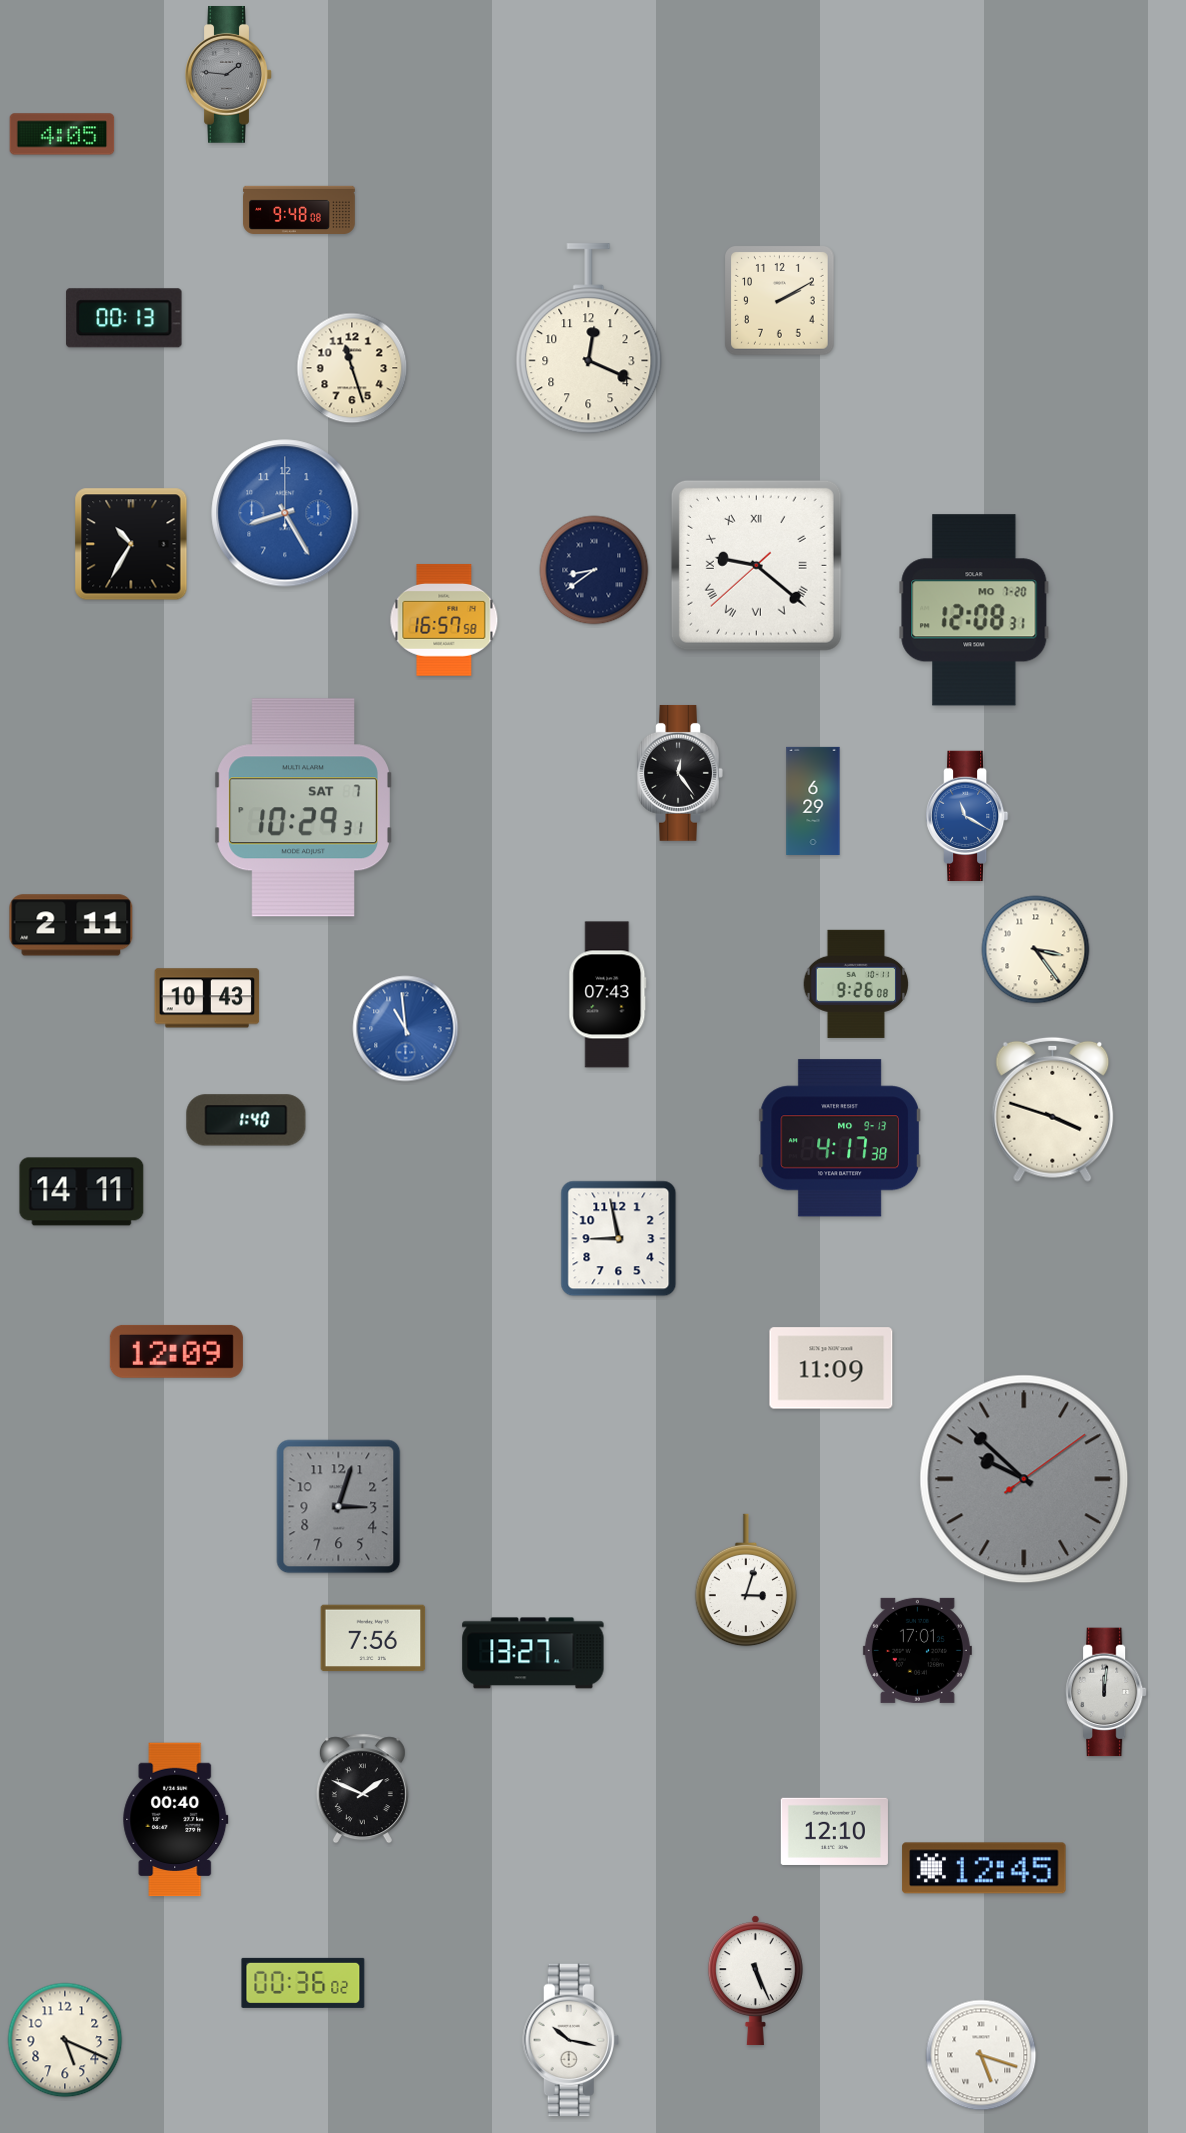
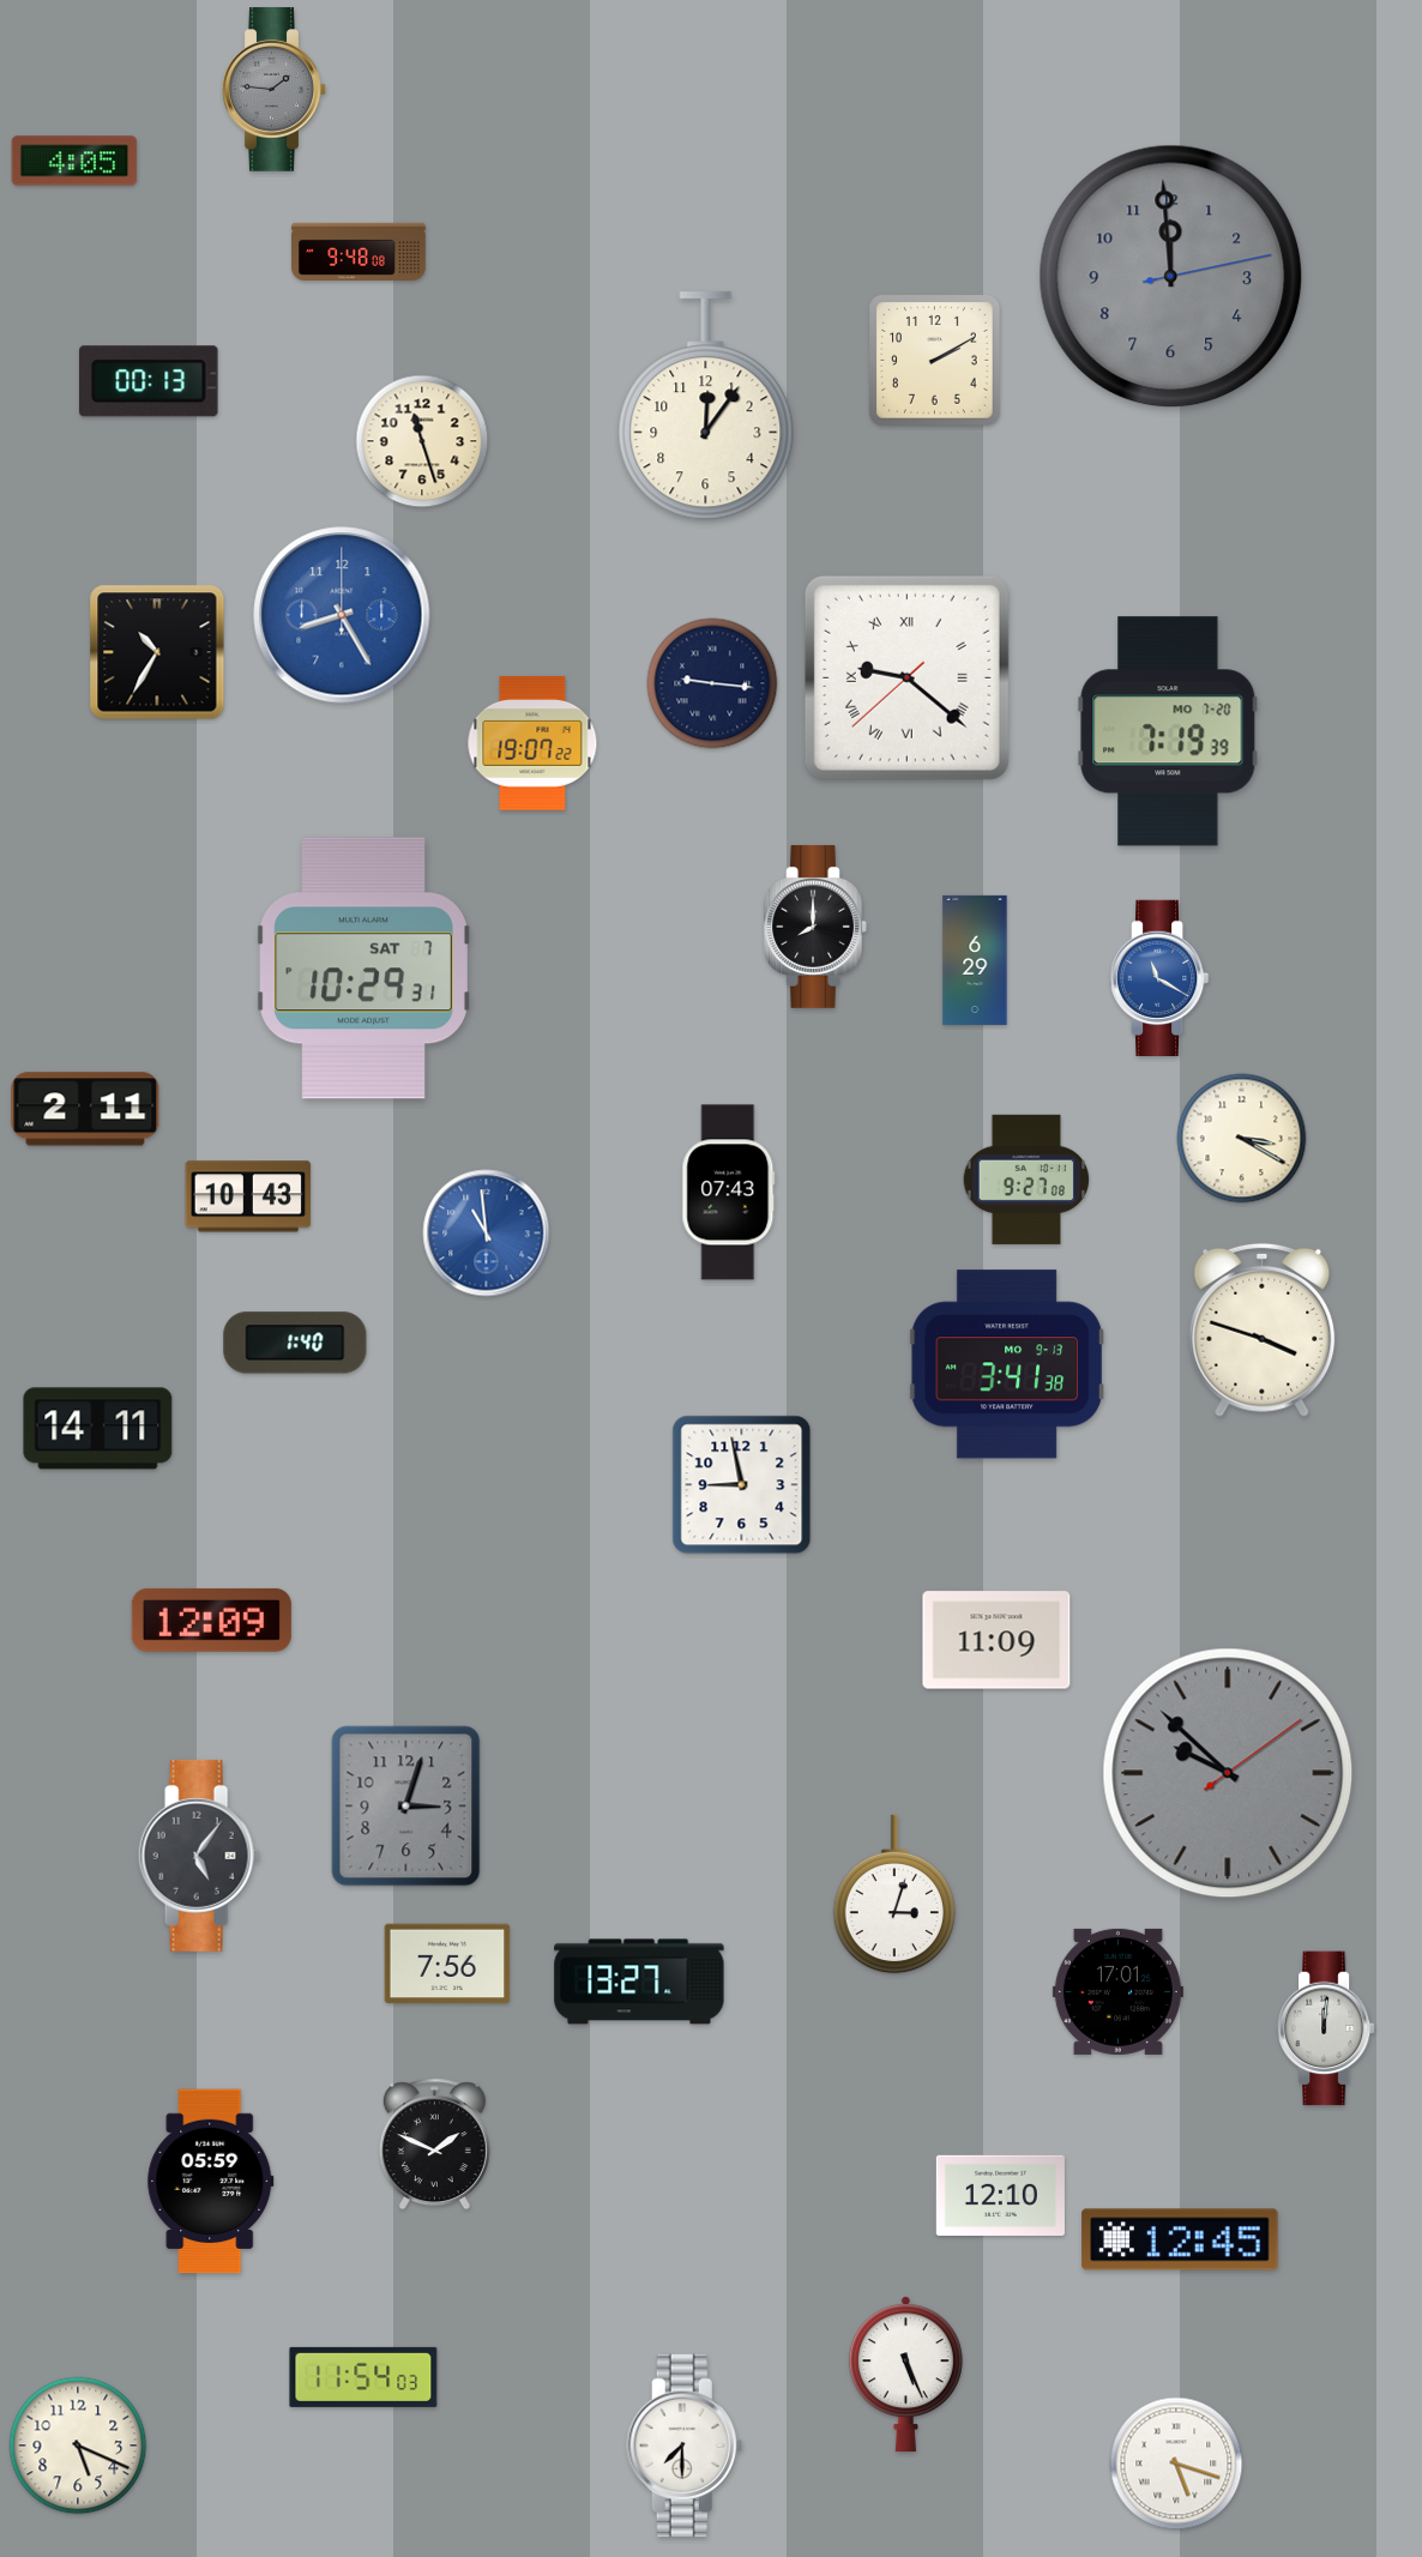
clock at (1171, 277): none -> 11:59
clock at (589, 339): 12:19 -> 12:06
clock at (594, 570): 8:39 -> 9:16
clock at (974, 610): 12:08 -> 7:19
clock at (444, 620): 16:57 -> 19:07
clock at (680, 773): 12:24 -> 8:00
clock at (1036, 950): 3:24 -> 3:20
clock at (856, 984): 9:26 -> 9:27
clock at (840, 1138): 4:17 -> 3:41
clock at (199, 1856): none -> 5:06
clock at (917, 1650) position: (917, 1650) -> (1117, 1991)
clock at (176, 1820): 00:40 -> 05:59
clock at (303, 1983): 00:36 -> 11:54
clock at (571, 2040): 10:17 -> 7:30
